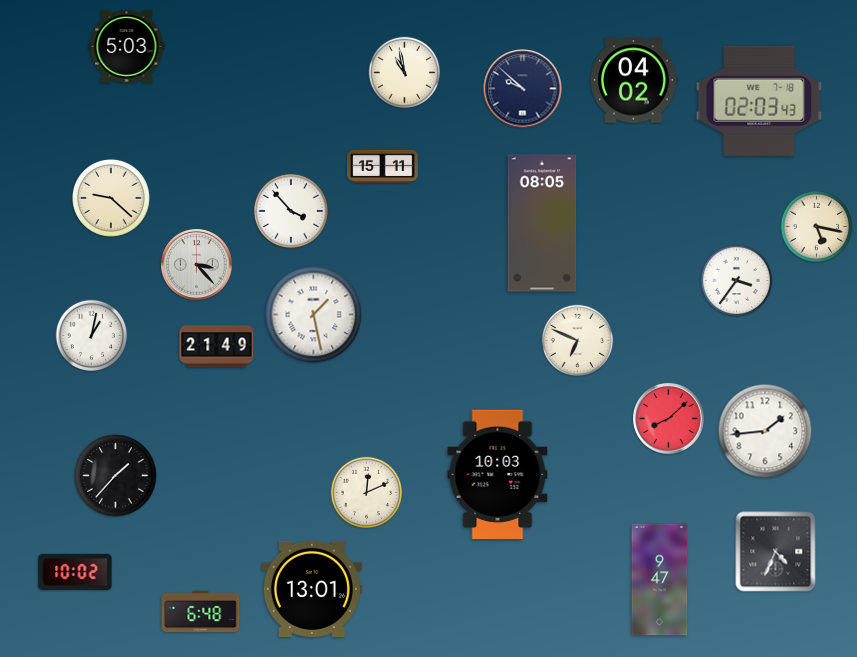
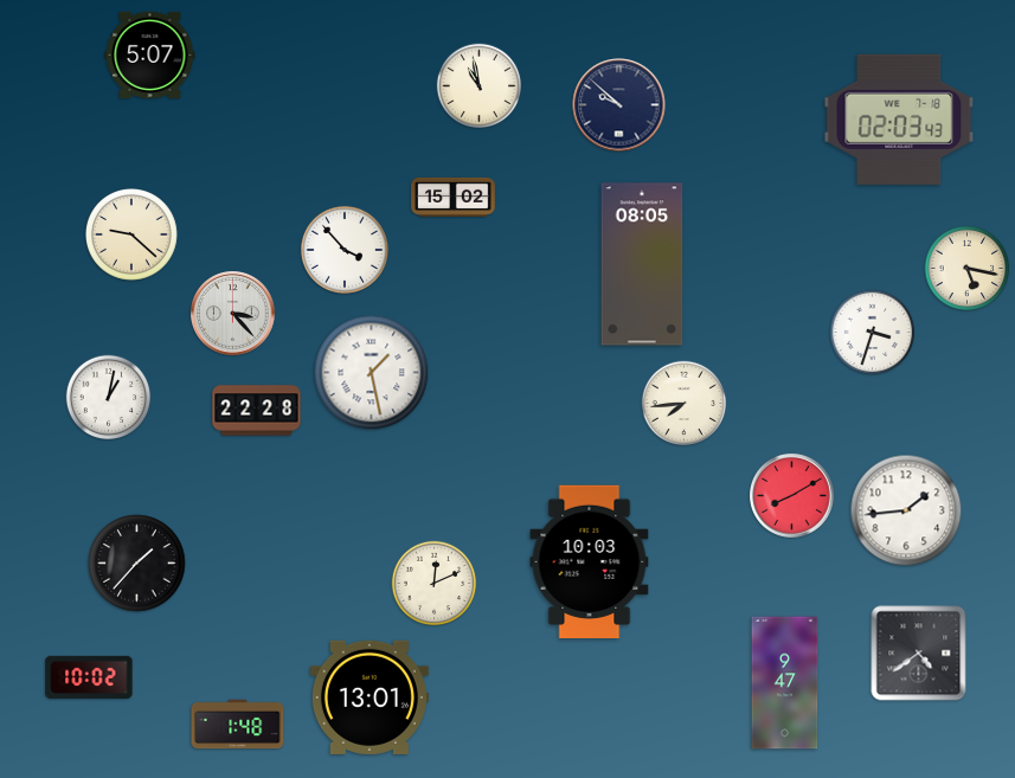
clock at (127, 46): 5:03 -> 5:07
clock at (634, 80): 04:02 -> none
clock at (383, 166): 15:11 -> 15:02
clock at (737, 281): 3:36 -> 3:33
clock at (578, 341): 6:49 -> 7:44
clock at (217, 347): 21:49 -> 22:28
clock at (669, 419): 8:08 -> 8:10
clock at (776, 552): 4:34 -> 4:39
clock at (660, 580) position: (660, 580) -> (785, 683)
clock at (201, 612): 6:48 -> 1:48
